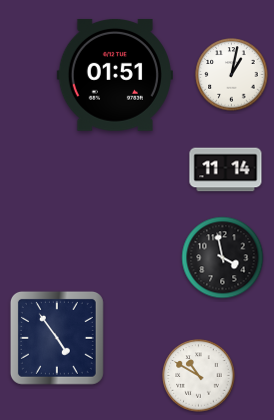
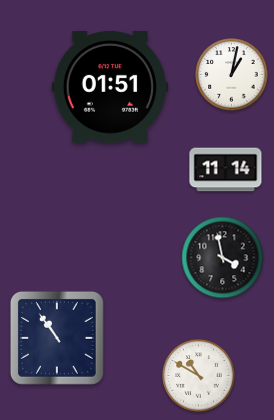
clock at (115, 75) position: (115, 75) -> (110, 87)
clock at (57, 338): 4:54 -> 10:54
